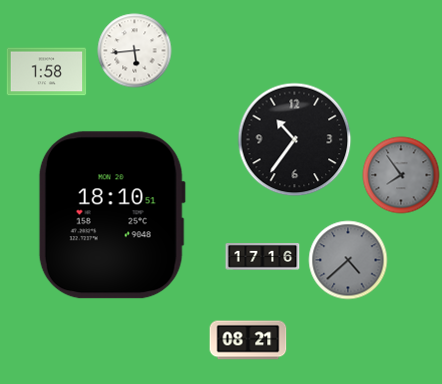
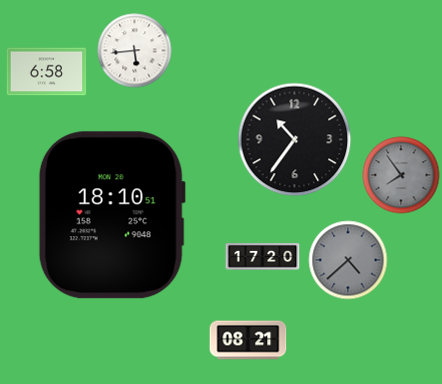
clock at (47, 72): 1:58 -> 6:58
clock at (263, 257): 17:16 -> 17:20
